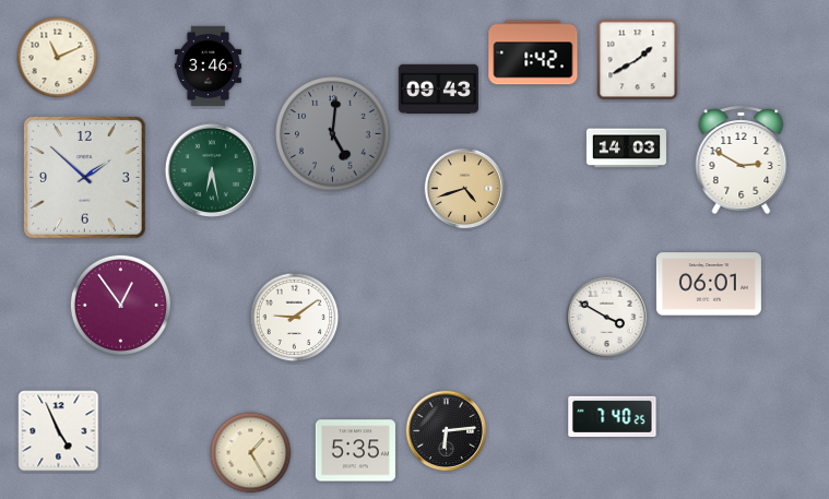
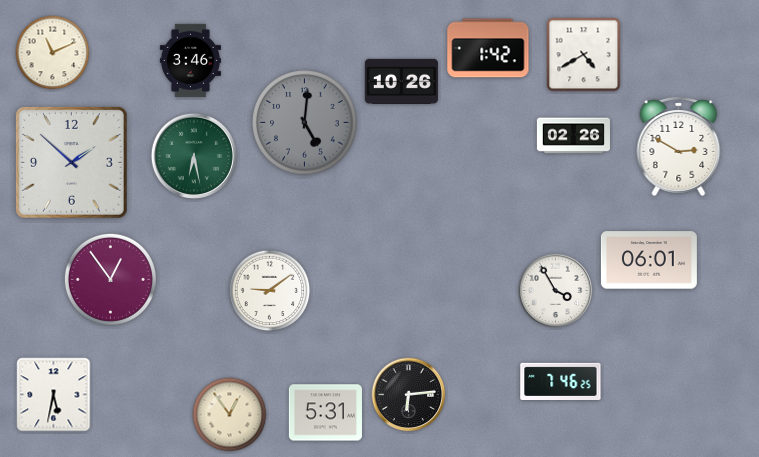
clock at (638, 60): 1:40 -> 4:40
clock at (438, 88): 09:43 -> 10:26
clock at (626, 148): 14:03 -> 02:26
clock at (85, 178) position: (85, 178) -> (72, 163)
clock at (465, 189): 4:42 -> none
clock at (607, 318): 3:50 -> 3:55
clock at (613, 416): 7:40 -> 7:46
clock at (59, 431): 4:56 -> 5:32
clock at (355, 451): 5:35 -> 5:31
clock at (251, 453): 1:25 -> 12:54
